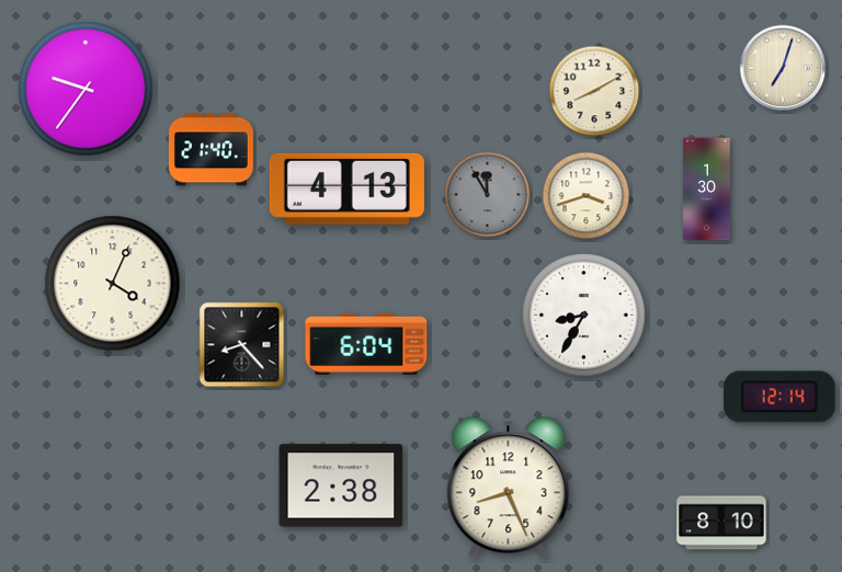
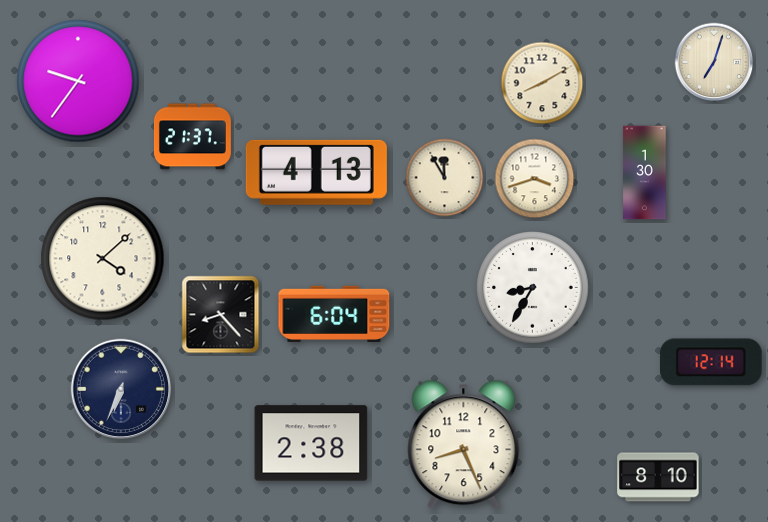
clock at (210, 150): 21:40 -> 21:37
clock at (488, 195) dial: grey -> cream
clock at (113, 284): 4:04 -> 4:08
clock at (121, 389): none -> 6:34
